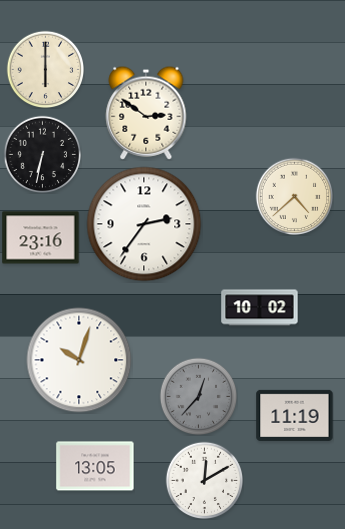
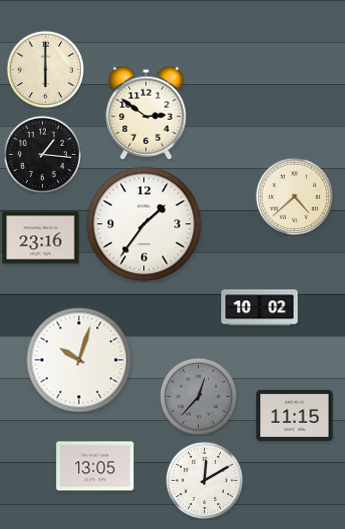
clock at (42, 154): 6:32 -> 1:16
clock at (144, 224): 2:36 -> 1:36
clock at (295, 415): 11:19 -> 11:15
